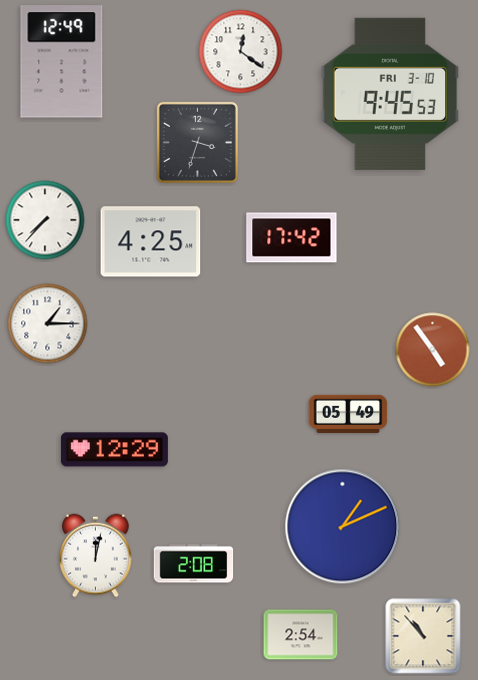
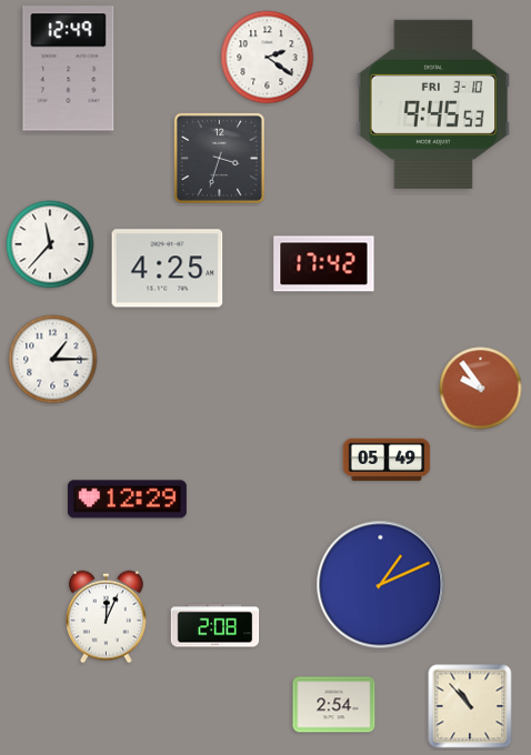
clock at (241, 52): 12:21 -> 2:21
clock at (45, 220): 7:37 -> 11:37
clock at (433, 350): 4:54 -> 9:54
clock at (96, 556): 12:02 -> 12:04
